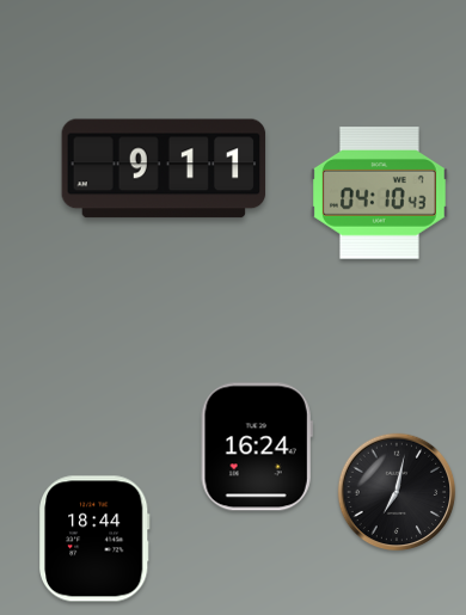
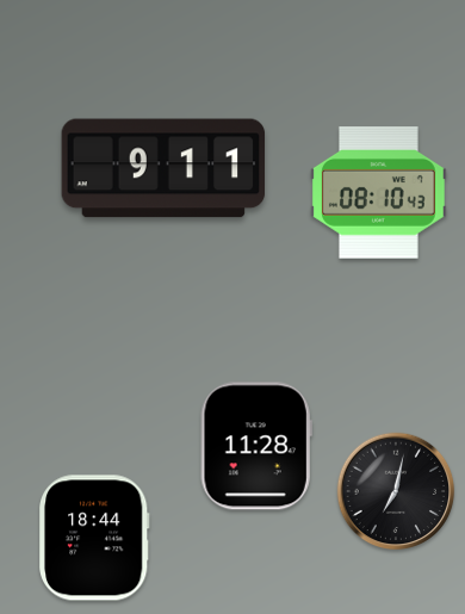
clock at (379, 193): 04:10 -> 08:10
clock at (257, 447): 16:24 -> 11:28
